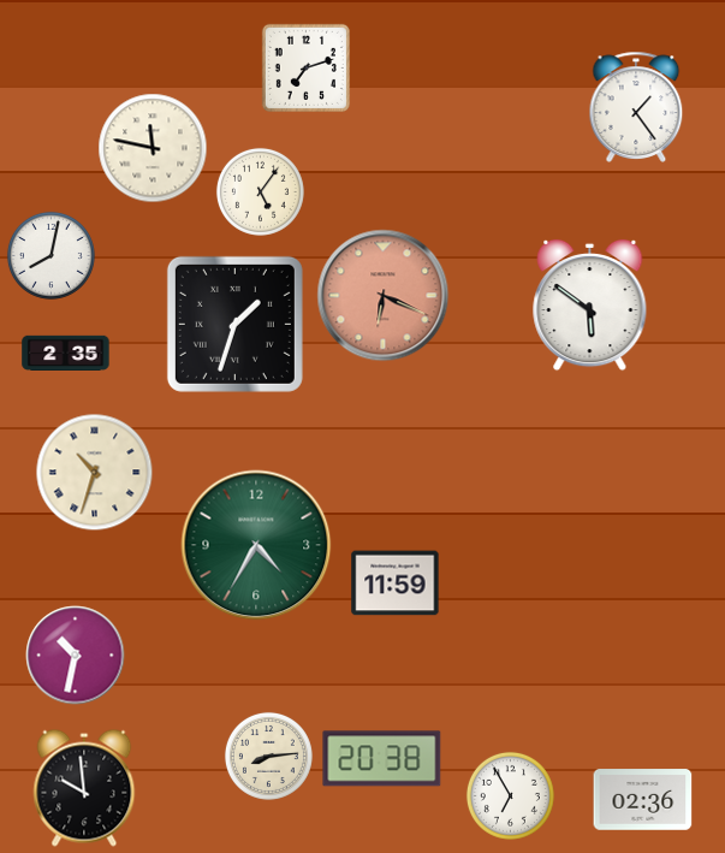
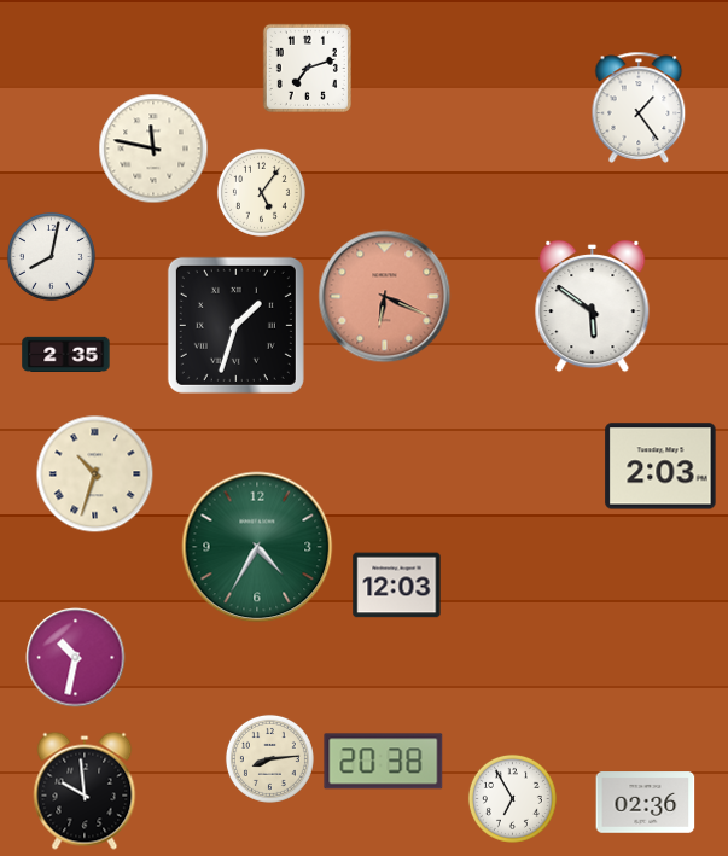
clock at (660, 466): none -> 2:03
clock at (396, 584): 11:59 -> 12:03
